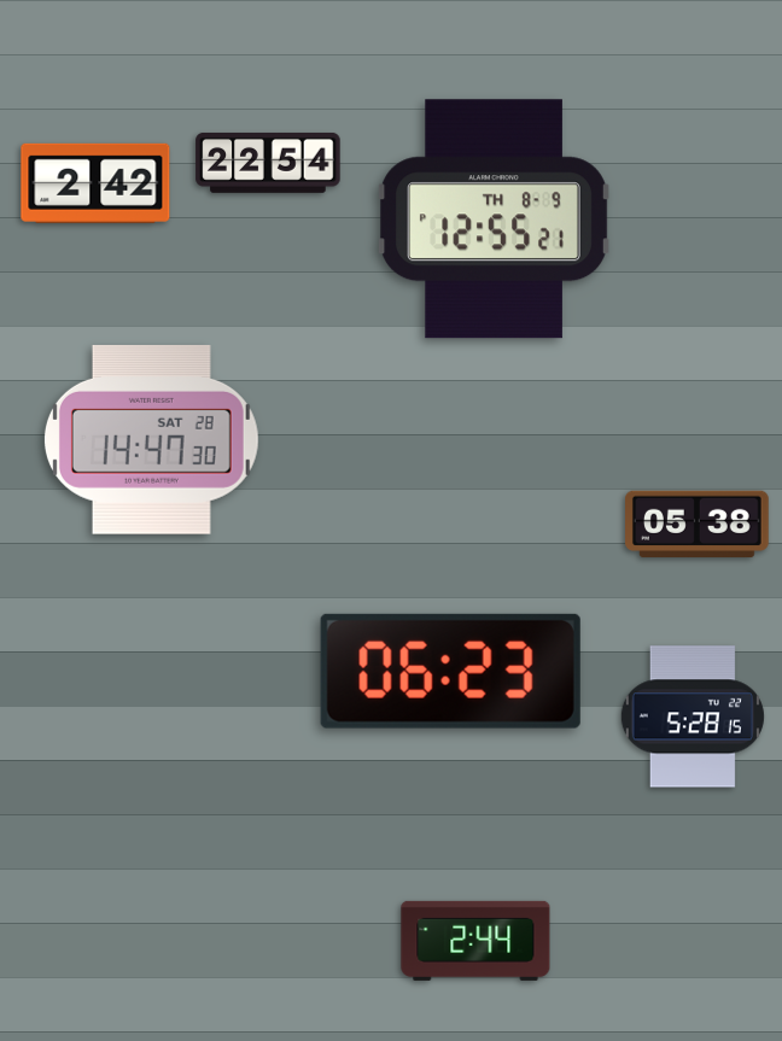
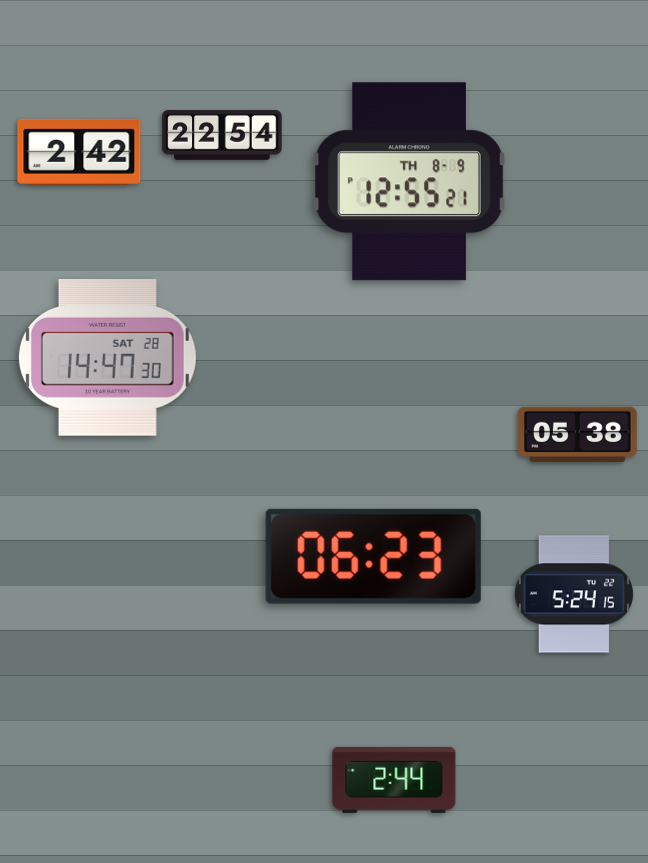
clock at (151, 439) position: (151, 439) -> (107, 357)
clock at (693, 717): 5:28 -> 5:24
